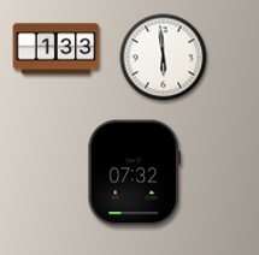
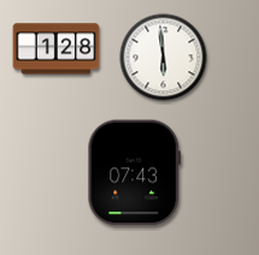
clock at (57, 49): 1:33 -> 1:28
clock at (135, 173): 07:32 -> 07:43
